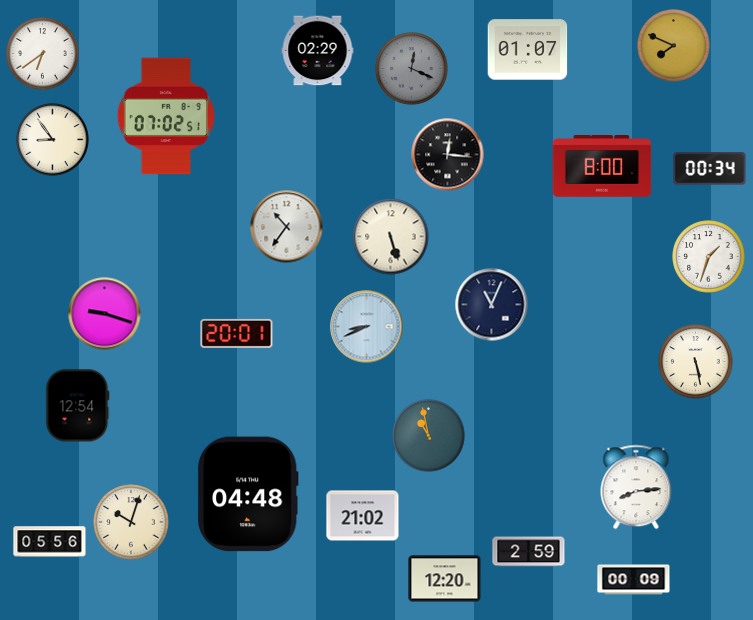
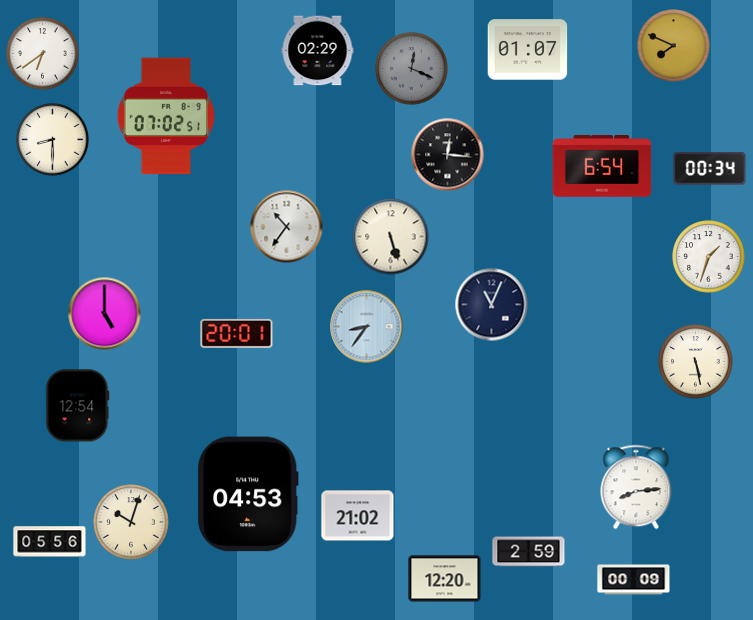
clock at (53, 140): 8:54 -> 8:30
clock at (602, 167): 8:00 -> 6:54
clock at (105, 314): 9:18 -> 5:00
clock at (367, 327): 8:41 -> 8:36
clock at (429, 436): 10:58 -> none
clock at (248, 494): 04:48 -> 04:53
clock at (363, 516) position: (363, 516) -> (358, 516)
